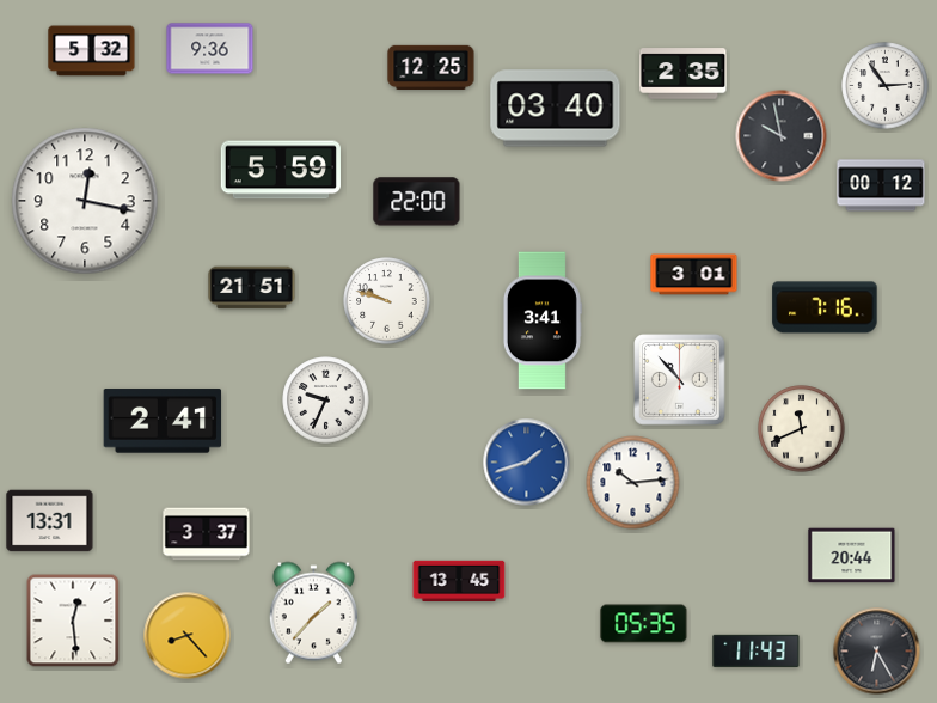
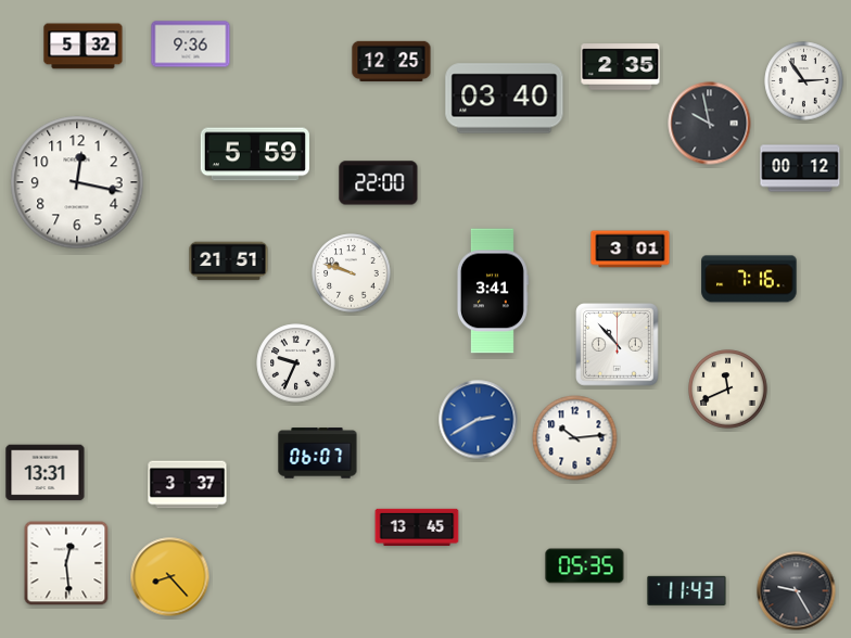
clock at (886, 86) position: (886, 86) -> (804, 81)
clock at (163, 421): 2:41 -> none
clock at (527, 463): 1:42 -> 2:40
clock at (318, 454): none -> 06:07
clock at (852, 556): 20:44 -> none
clock at (313, 613): 1:37 -> none
clock at (877, 652): 6:25 -> 9:25
